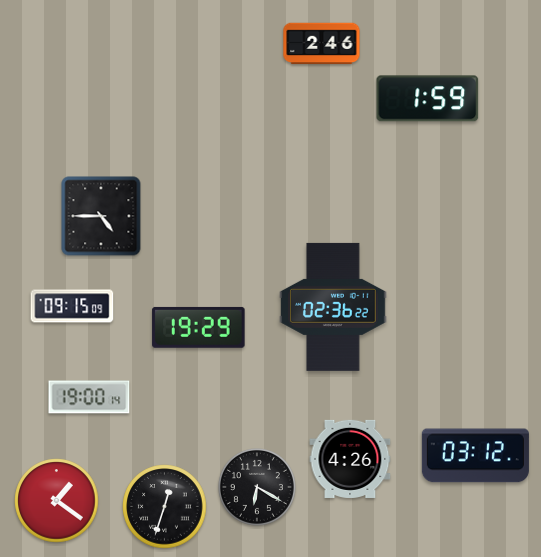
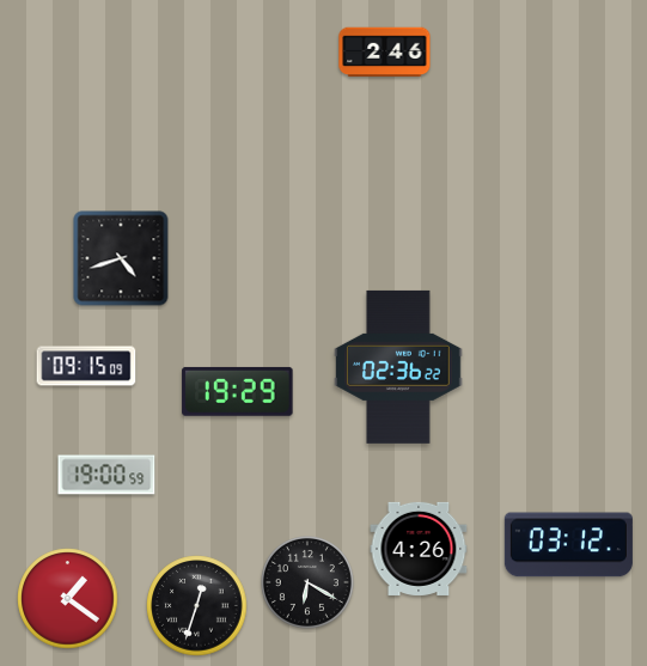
clock at (428, 99): 1:59 -> none
clock at (101, 216): 4:45 -> 4:42
clock at (89, 397): 19:00:14 -> 19:00:59
